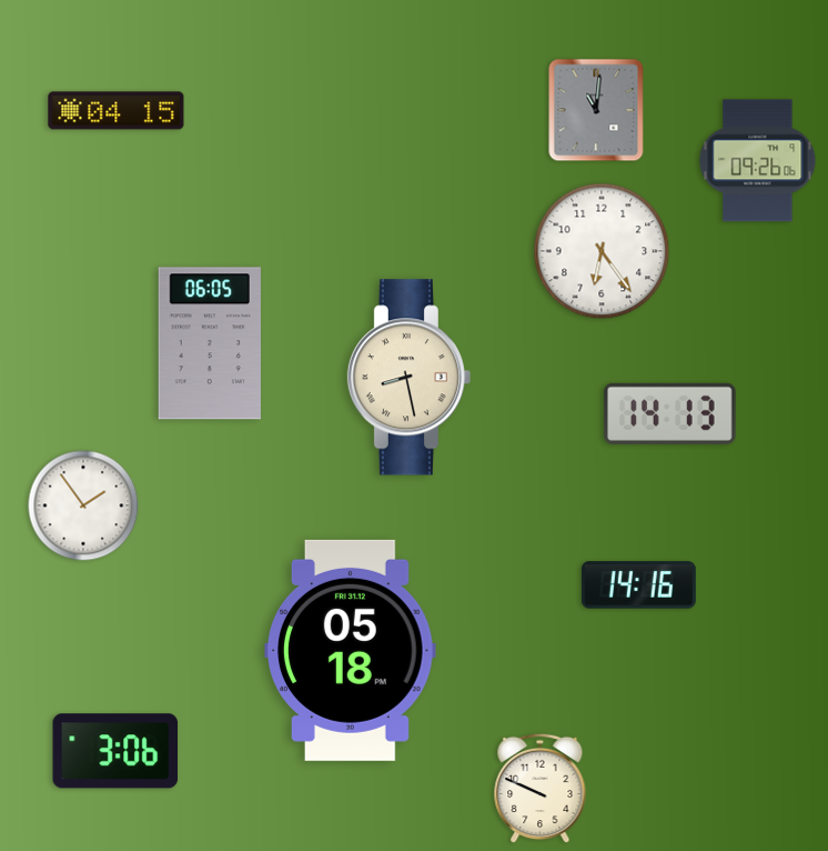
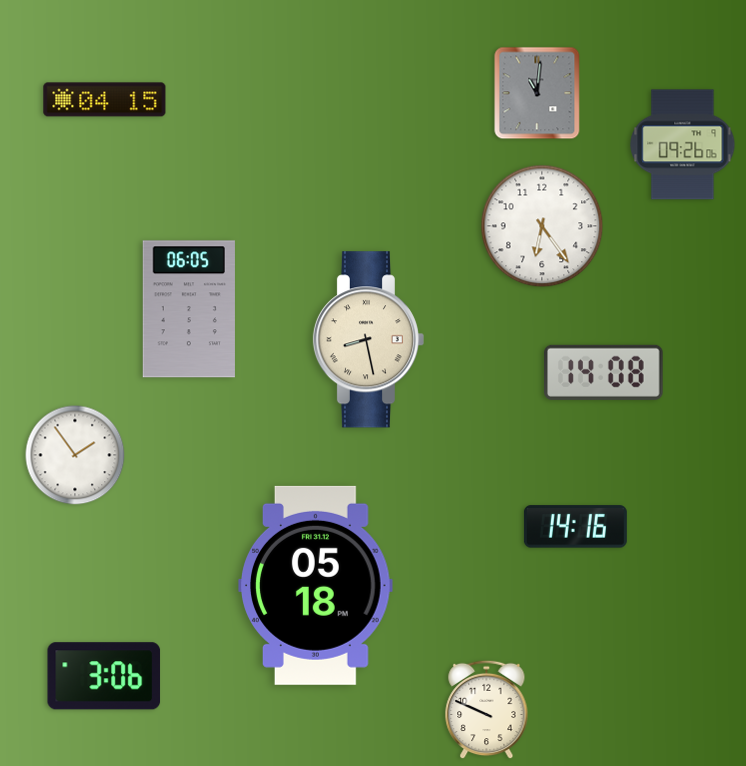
clock at (596, 110) position: (596, 110) -> (537, 93)
clock at (670, 413): 14:13 -> 14:08
